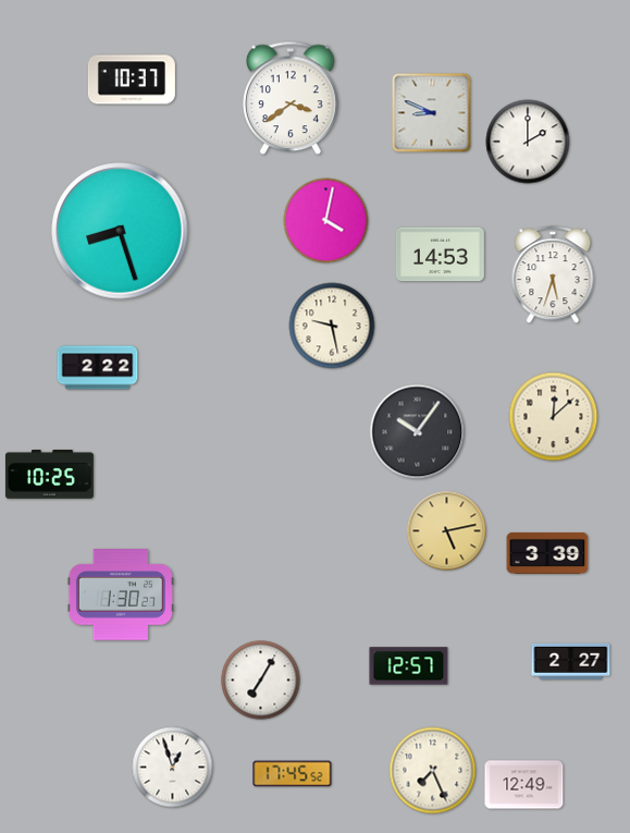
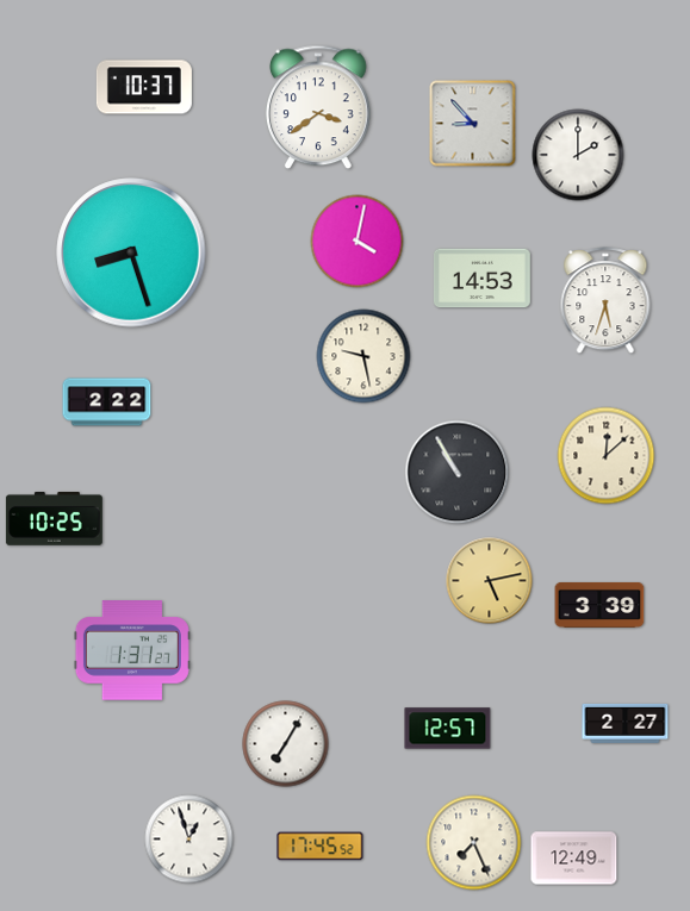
clock at (432, 113): 8:49 -> 8:53
clock at (418, 432): 10:06 -> 10:55
clock at (121, 595): 1:30 -> 1:31
